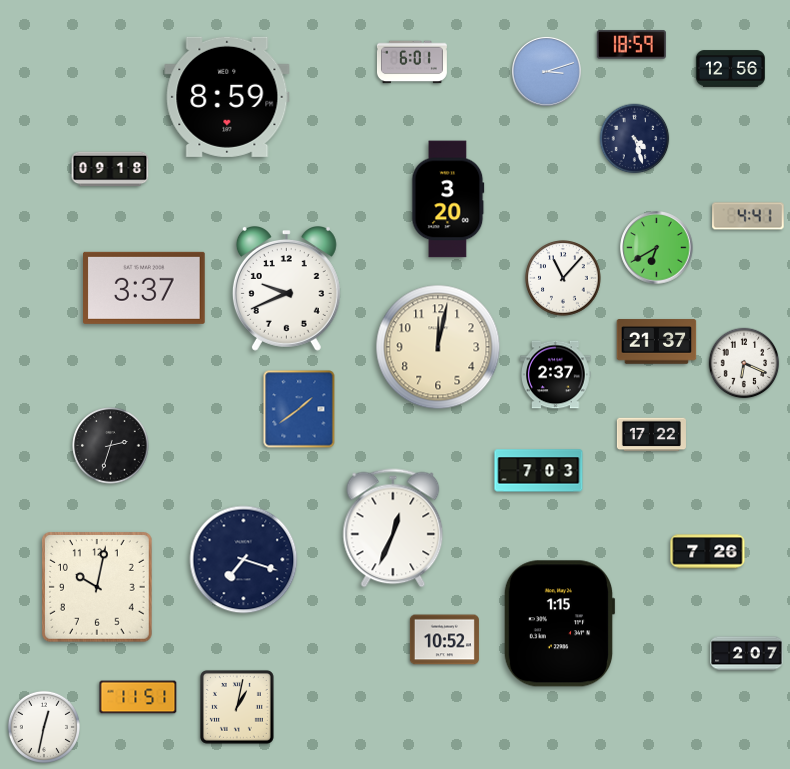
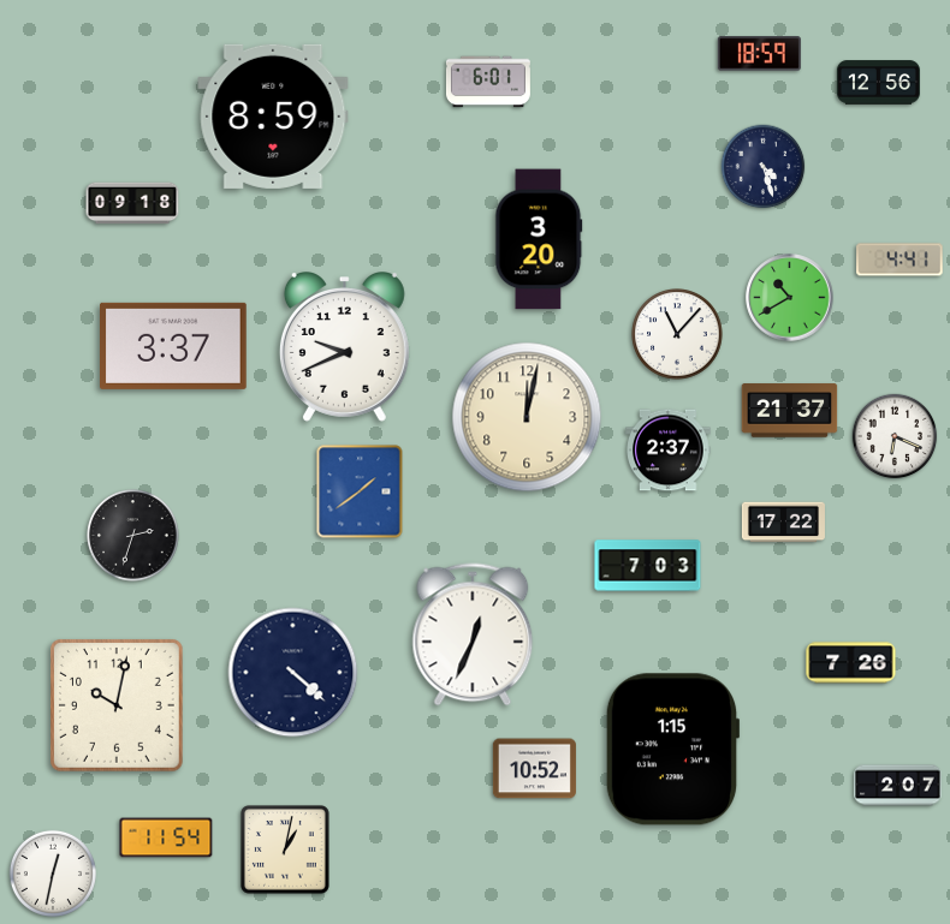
clock at (412, 62) position: (412, 62) -> (488, 82)
clock at (546, 71): 3:12 -> none
clock at (657, 248): 6:40 -> 10:40
clock at (244, 560): 7:18 -> 4:22
clock at (138, 697): 11:51 -> 11:54
